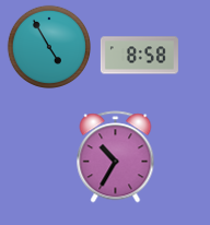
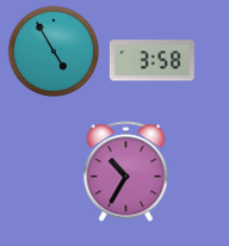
clock at (139, 56): 8:58 -> 3:58
